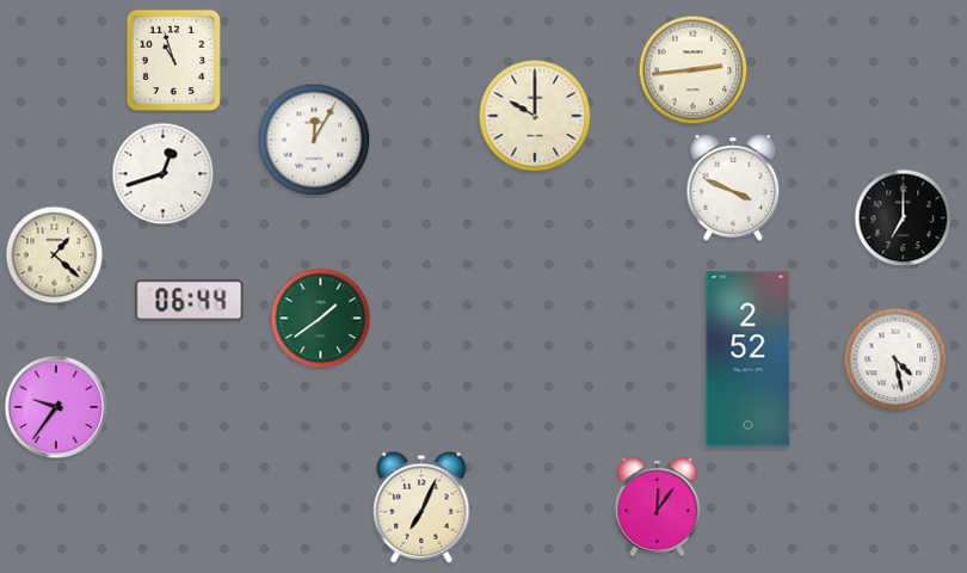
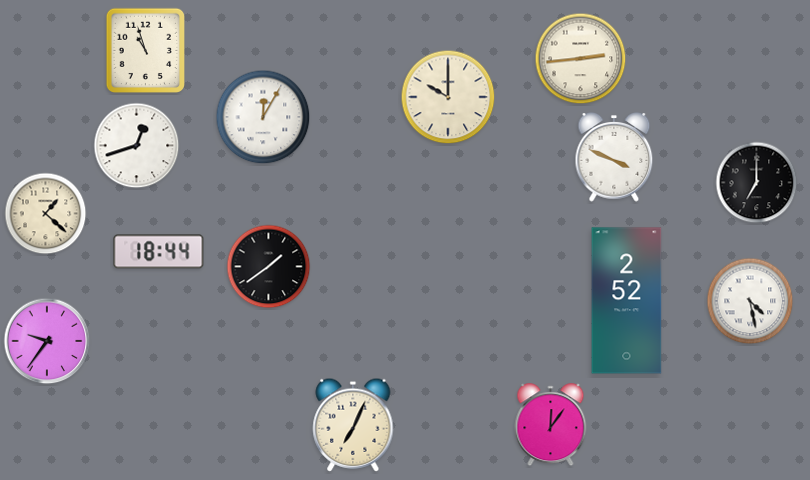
clock at (190, 301): 06:44 -> 18:44
clock at (321, 319) dial: green -> black
